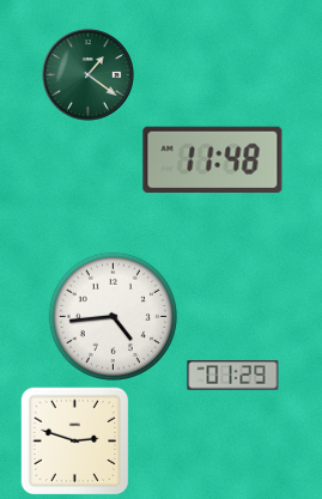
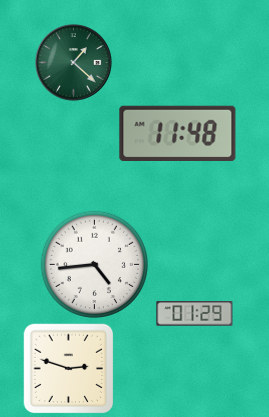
clock at (89, 75): 1:21 -> 1:22
clock at (74, 442) position: (74, 442) -> (68, 369)
